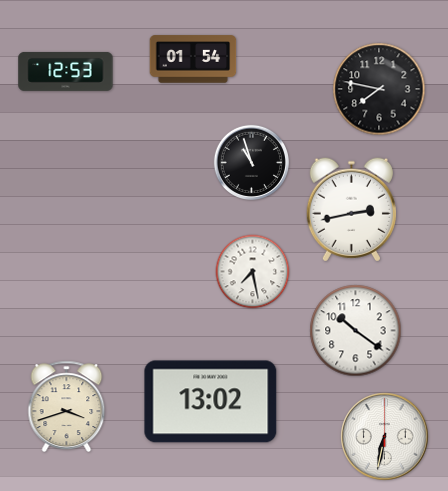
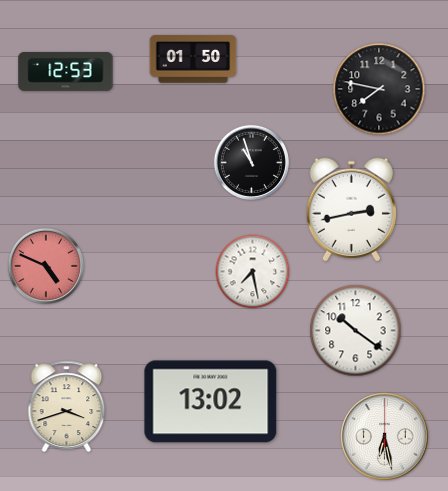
clock at (193, 59): 01:54 -> 01:50
clock at (46, 266): none -> 4:49
clock at (385, 437): 6:32 -> 6:28
